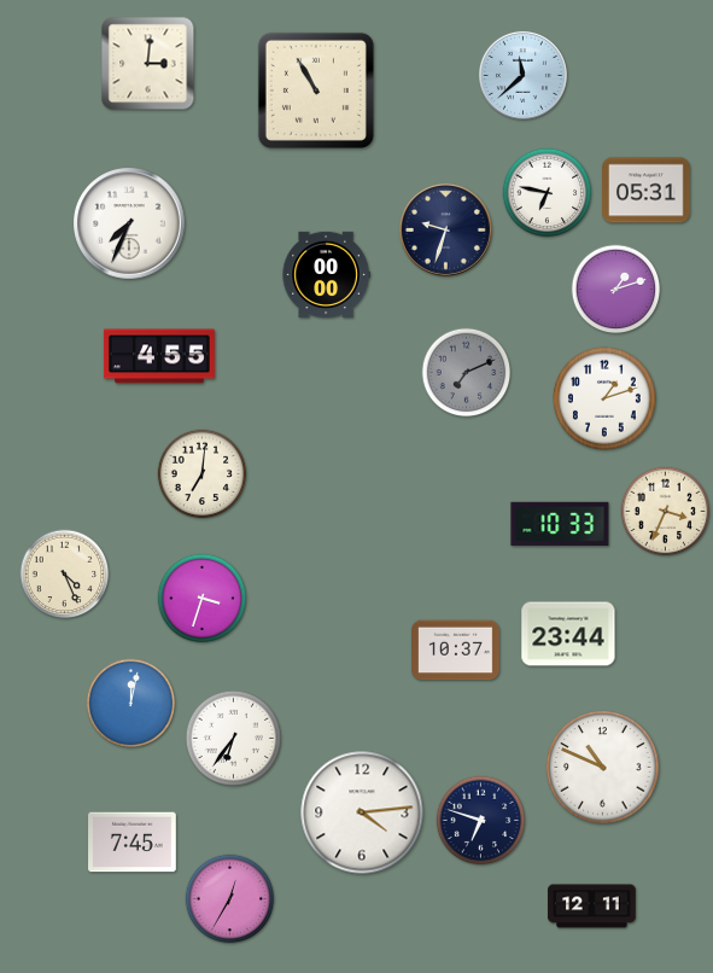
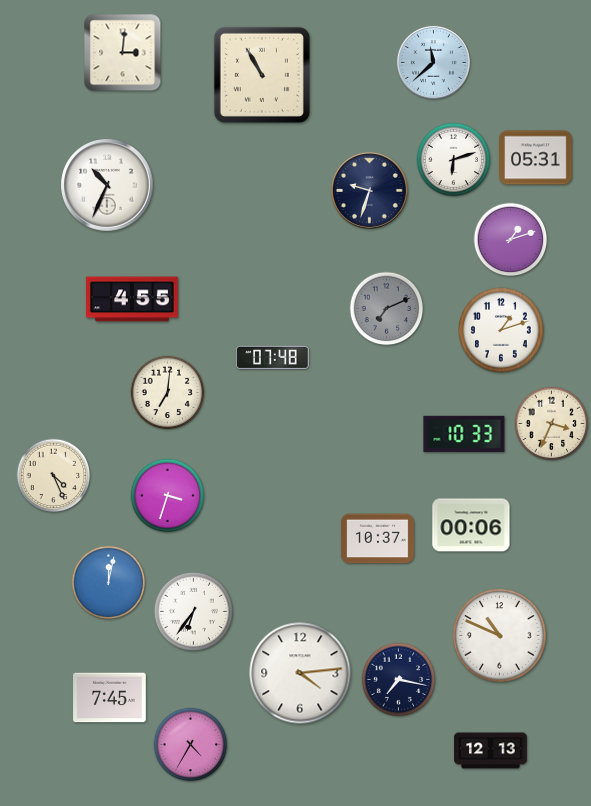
clock at (548, 193): 6:47 -> 6:12
clock at (129, 223): 7:34 -> 10:34
clock at (326, 274): 00:00 -> none
clock at (159, 356) position: (159, 356) -> (132, 299)
clock at (273, 357): none -> 07:48
clock at (568, 634): 23:44 -> 00:06
clock at (481, 821): 6:48 -> 7:17
clock at (230, 899): 12:35 -> 4:35
clock at (592, 907): 12:11 -> 12:13
